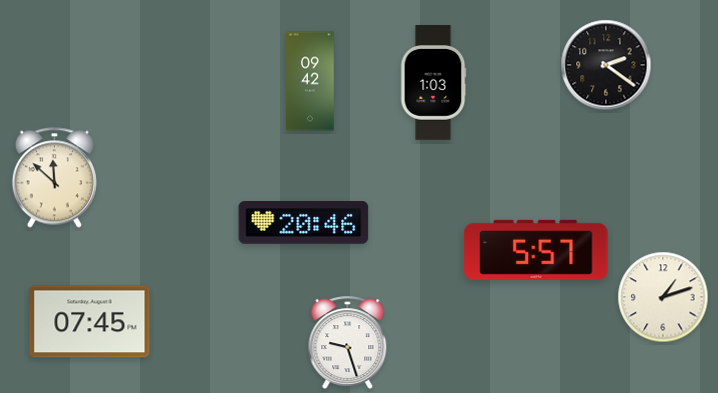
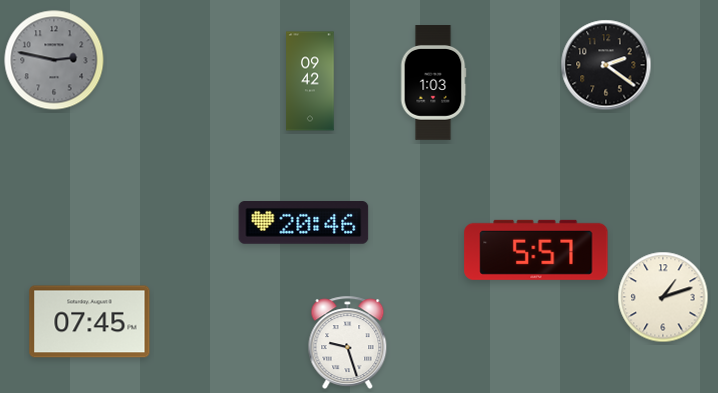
clock at (54, 60): none -> 2:47
clock at (54, 178): 11:52 -> none
